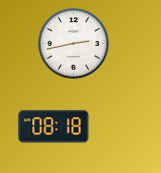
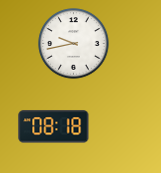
clock at (74, 44): 2:43 -> 9:43
